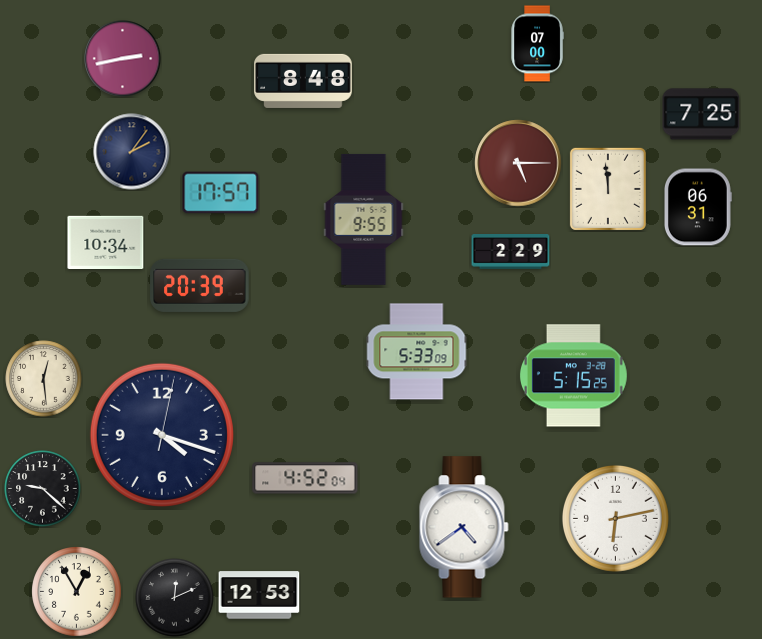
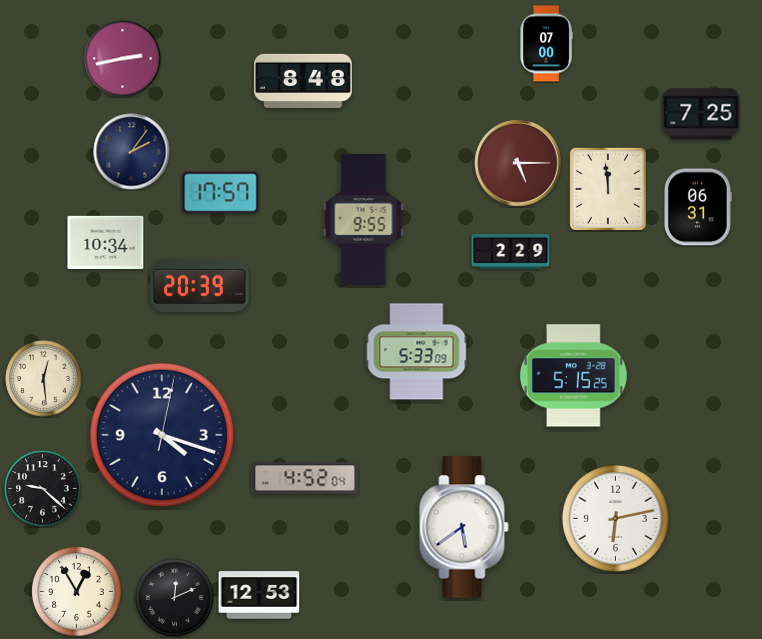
clock at (537, 44) position: (537, 44) -> (546, 44)
clock at (464, 527): 4:39 -> 5:39
